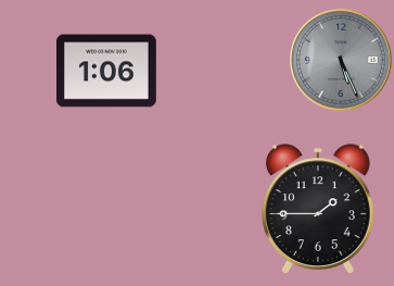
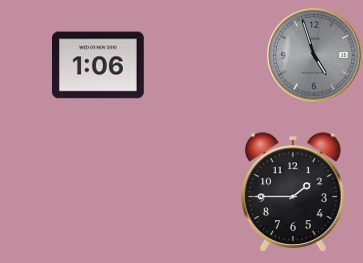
clock at (341, 60): 5:26 -> 4:57
